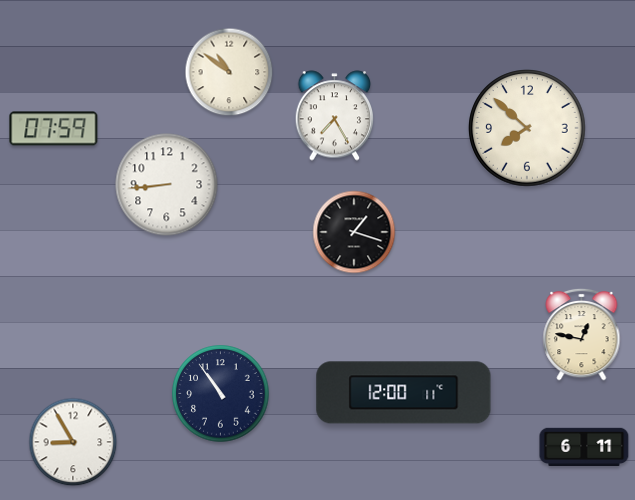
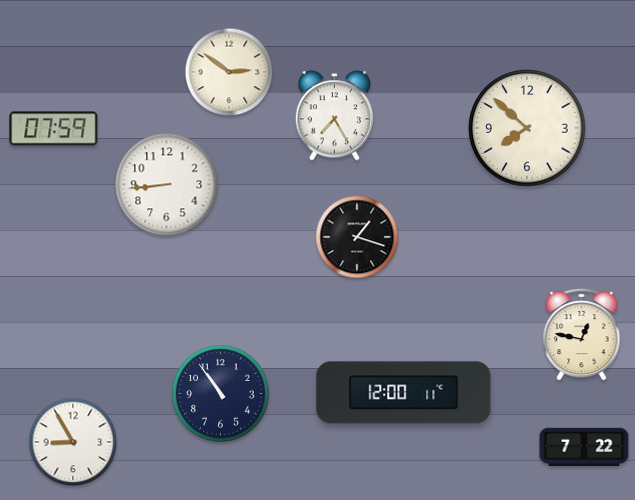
clock at (229, 72): 10:51 -> 2:51
clock at (354, 232) position: (354, 232) -> (357, 237)
clock at (584, 446): 6:11 -> 7:22
